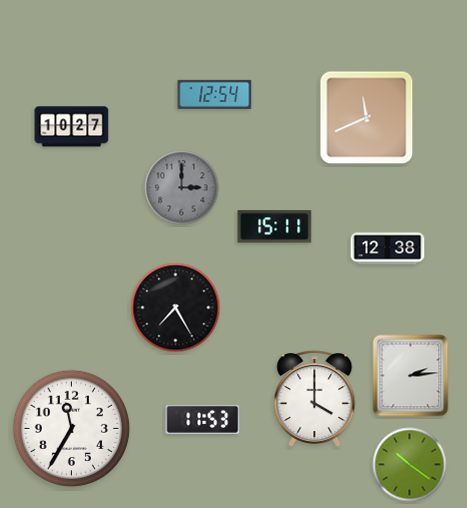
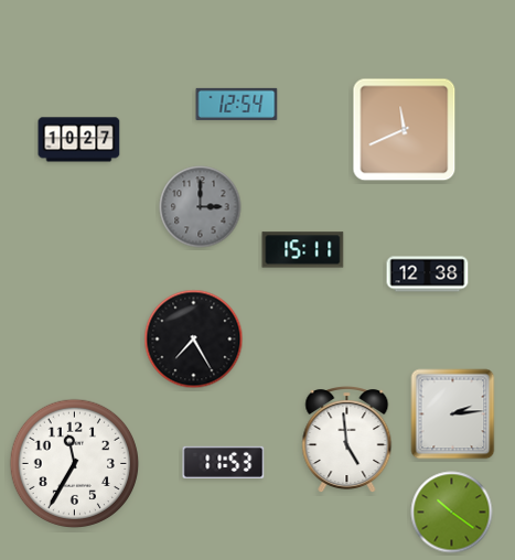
clock at (315, 399): 4:00 -> 4:59
clock at (72, 429) position: (72, 429) -> (75, 464)
